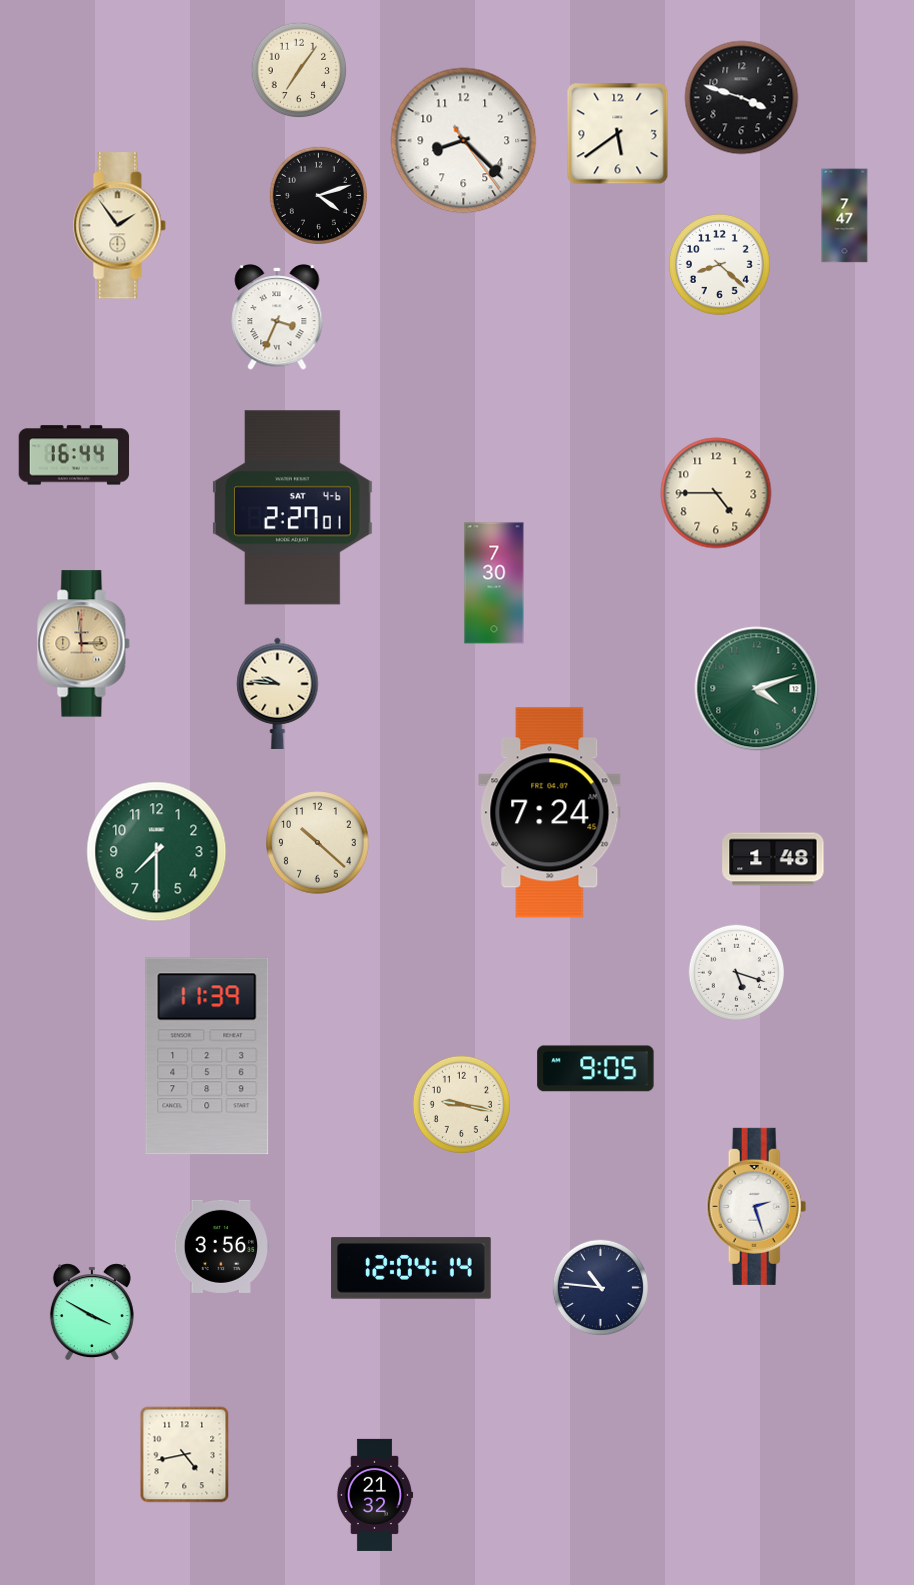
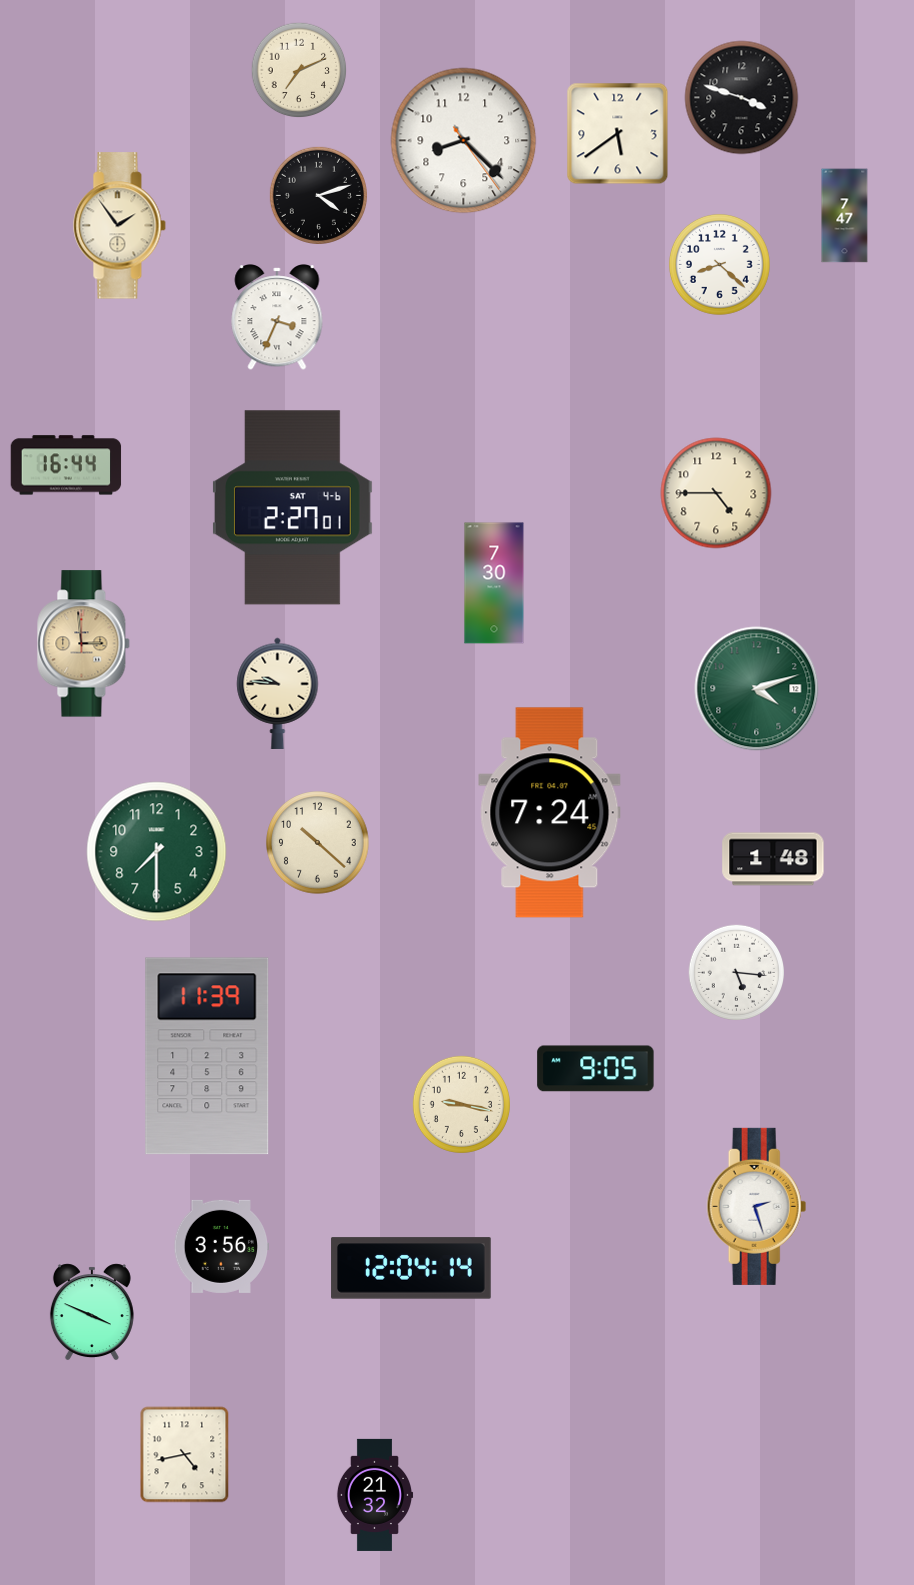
clock at (299, 70): 7:06 -> 7:11
clock at (74, 455) position: (74, 455) -> (66, 465)
clock at (736, 972): 5:18 -> 5:16
clock at (600, 1287): 10:46 -> none
clock at (92, 1312): 3:50 -> 3:49
